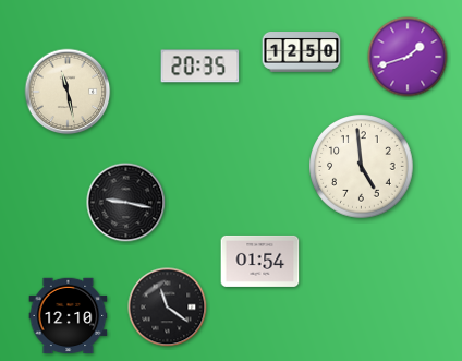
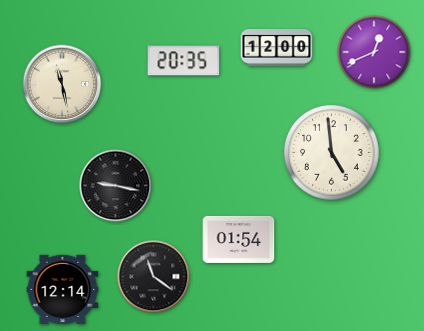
clock at (302, 52): 12:50 -> 12:00
clock at (408, 57): 1:42 -> 12:41
clock at (168, 308) position: (168, 308) -> (154, 277)
clock at (69, 316): 12:10 -> 12:14
